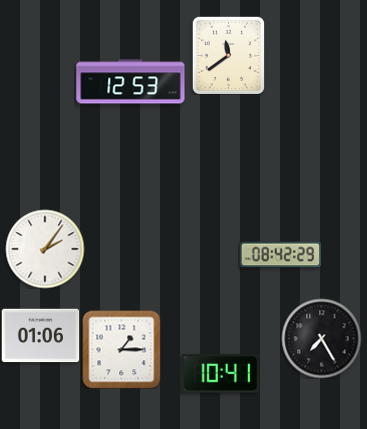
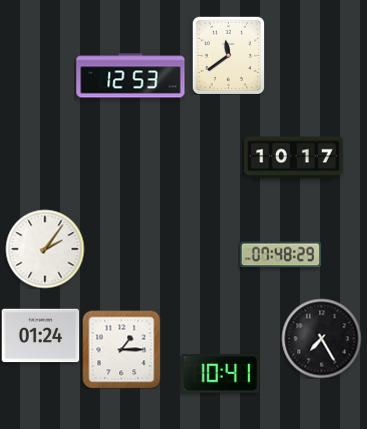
clock at (131, 82) position: (131, 82) -> (131, 76)
clock at (294, 158): none -> 10:17
clock at (280, 255): 08:42 -> 07:48
clock at (40, 336): 01:06 -> 01:24
